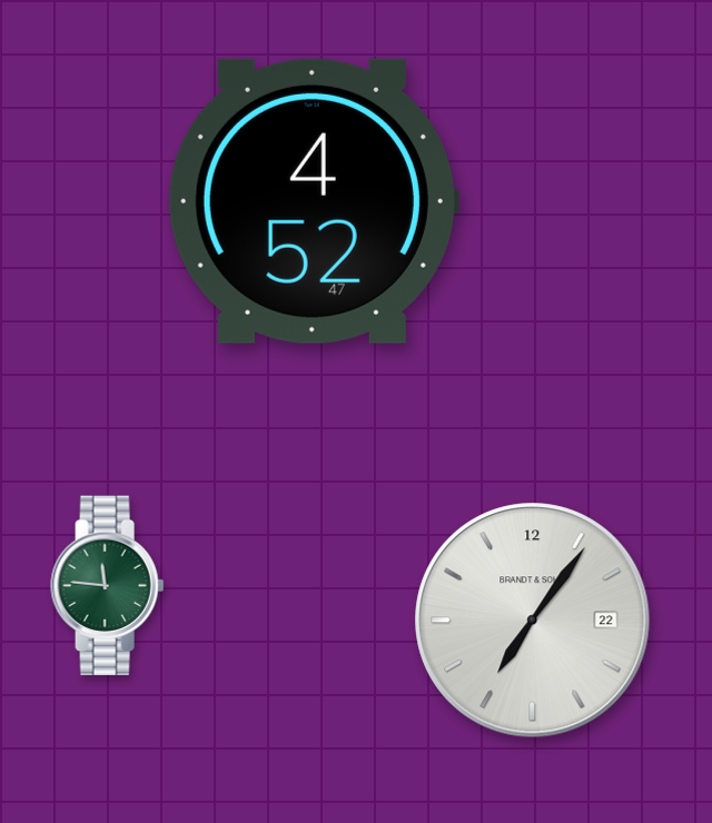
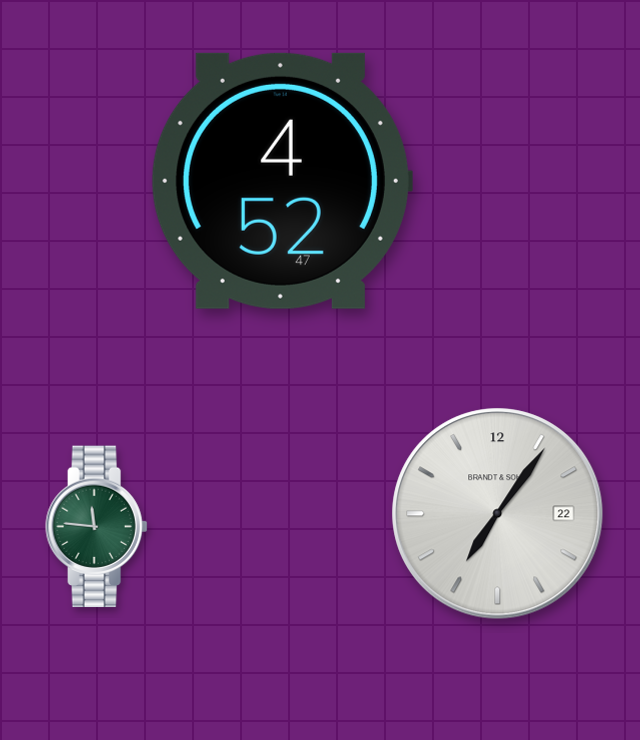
clock at (533, 621) position: (533, 621) -> (498, 514)
